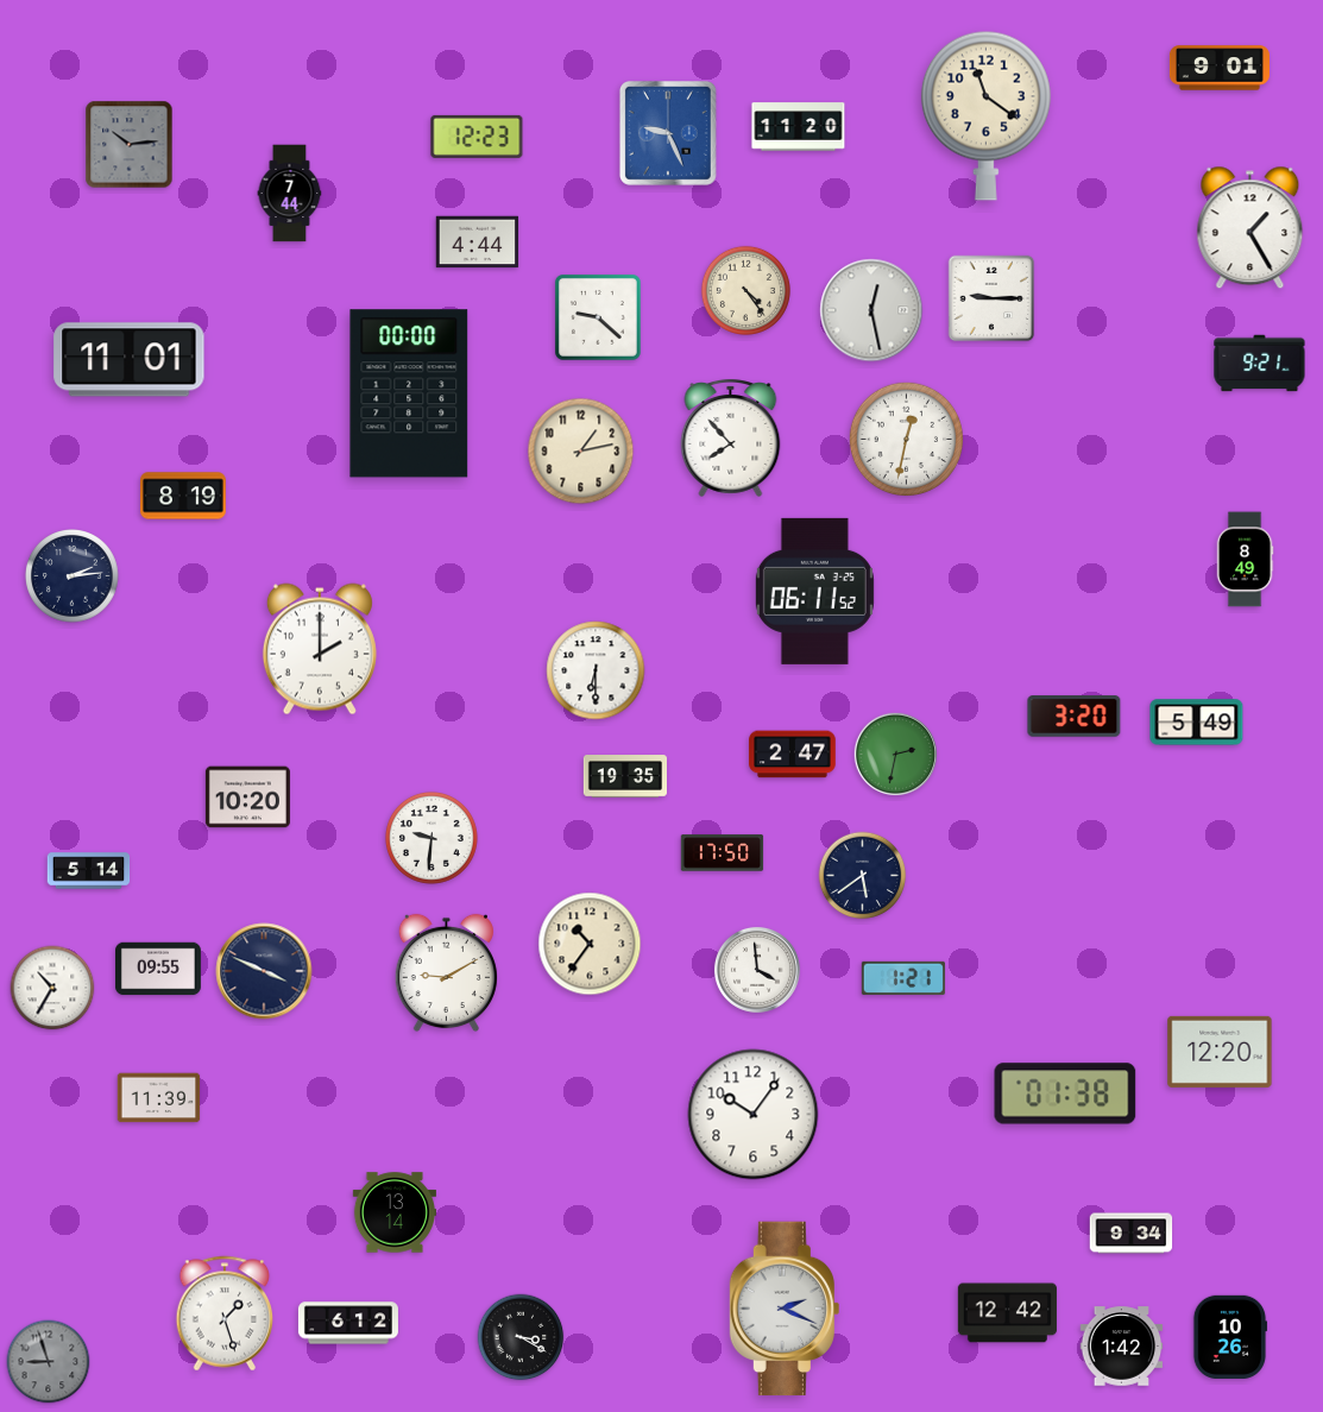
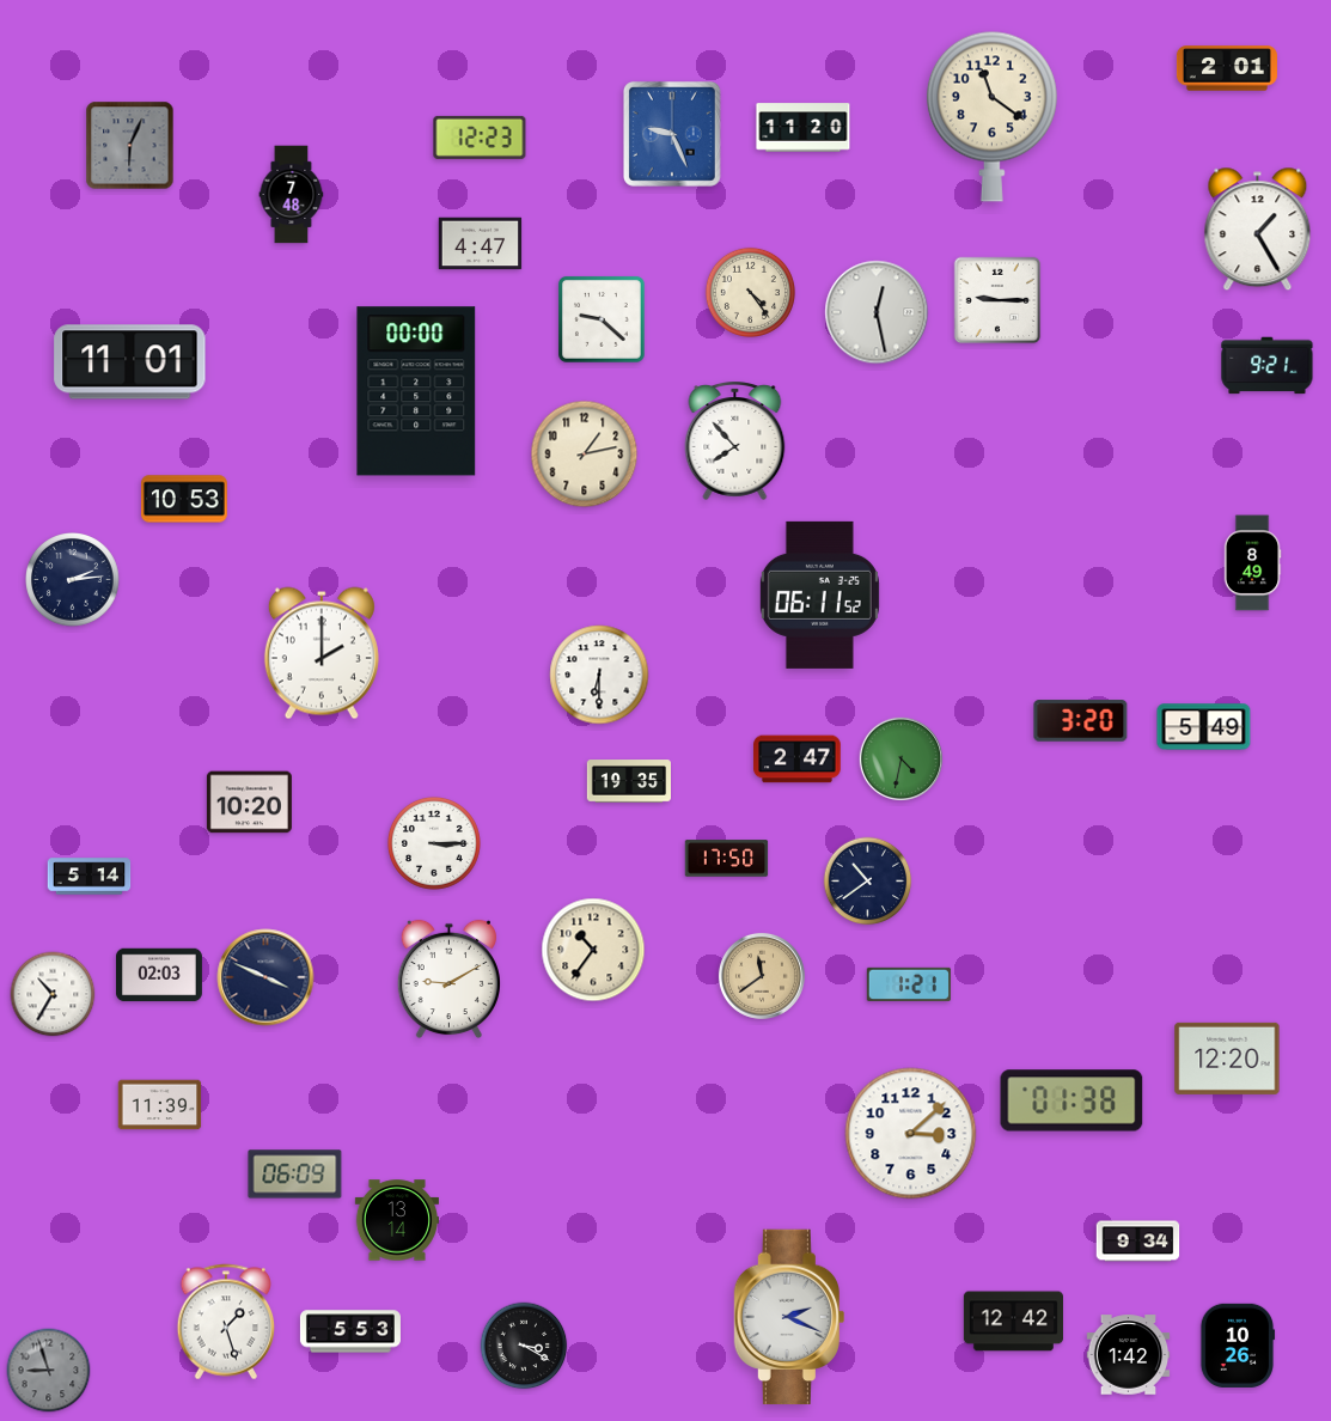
clock at (1220, 68): 9:01 -> 2:01
clock at (130, 145): 10:14 -> 6:04
clock at (290, 194): 7:44 -> 7:48
clock at (478, 242): 4:44 -> 4:47
clock at (409, 393) position: (409, 393) -> (416, 391)
clock at (906, 439): 12:32 -> none
clock at (183, 496): 8:19 -> 10:53
clock at (895, 754): 2:32 -> 4:32
clock at (431, 838): 9:31 -> 3:15
clock at (863, 876): 5:39 -> 10:39
clock at (159, 969): 09:55 -> 02:03
clock at (757, 970): 3:59 -> 11:39
clock at (757, 970) dial: white -> champagne
clock at (754, 1115): 10:06 -> none
clock at (911, 1134): none -> 3:08
clock at (295, 1175): none -> 06:09
clock at (348, 1323): 6:12 -> 5:53
